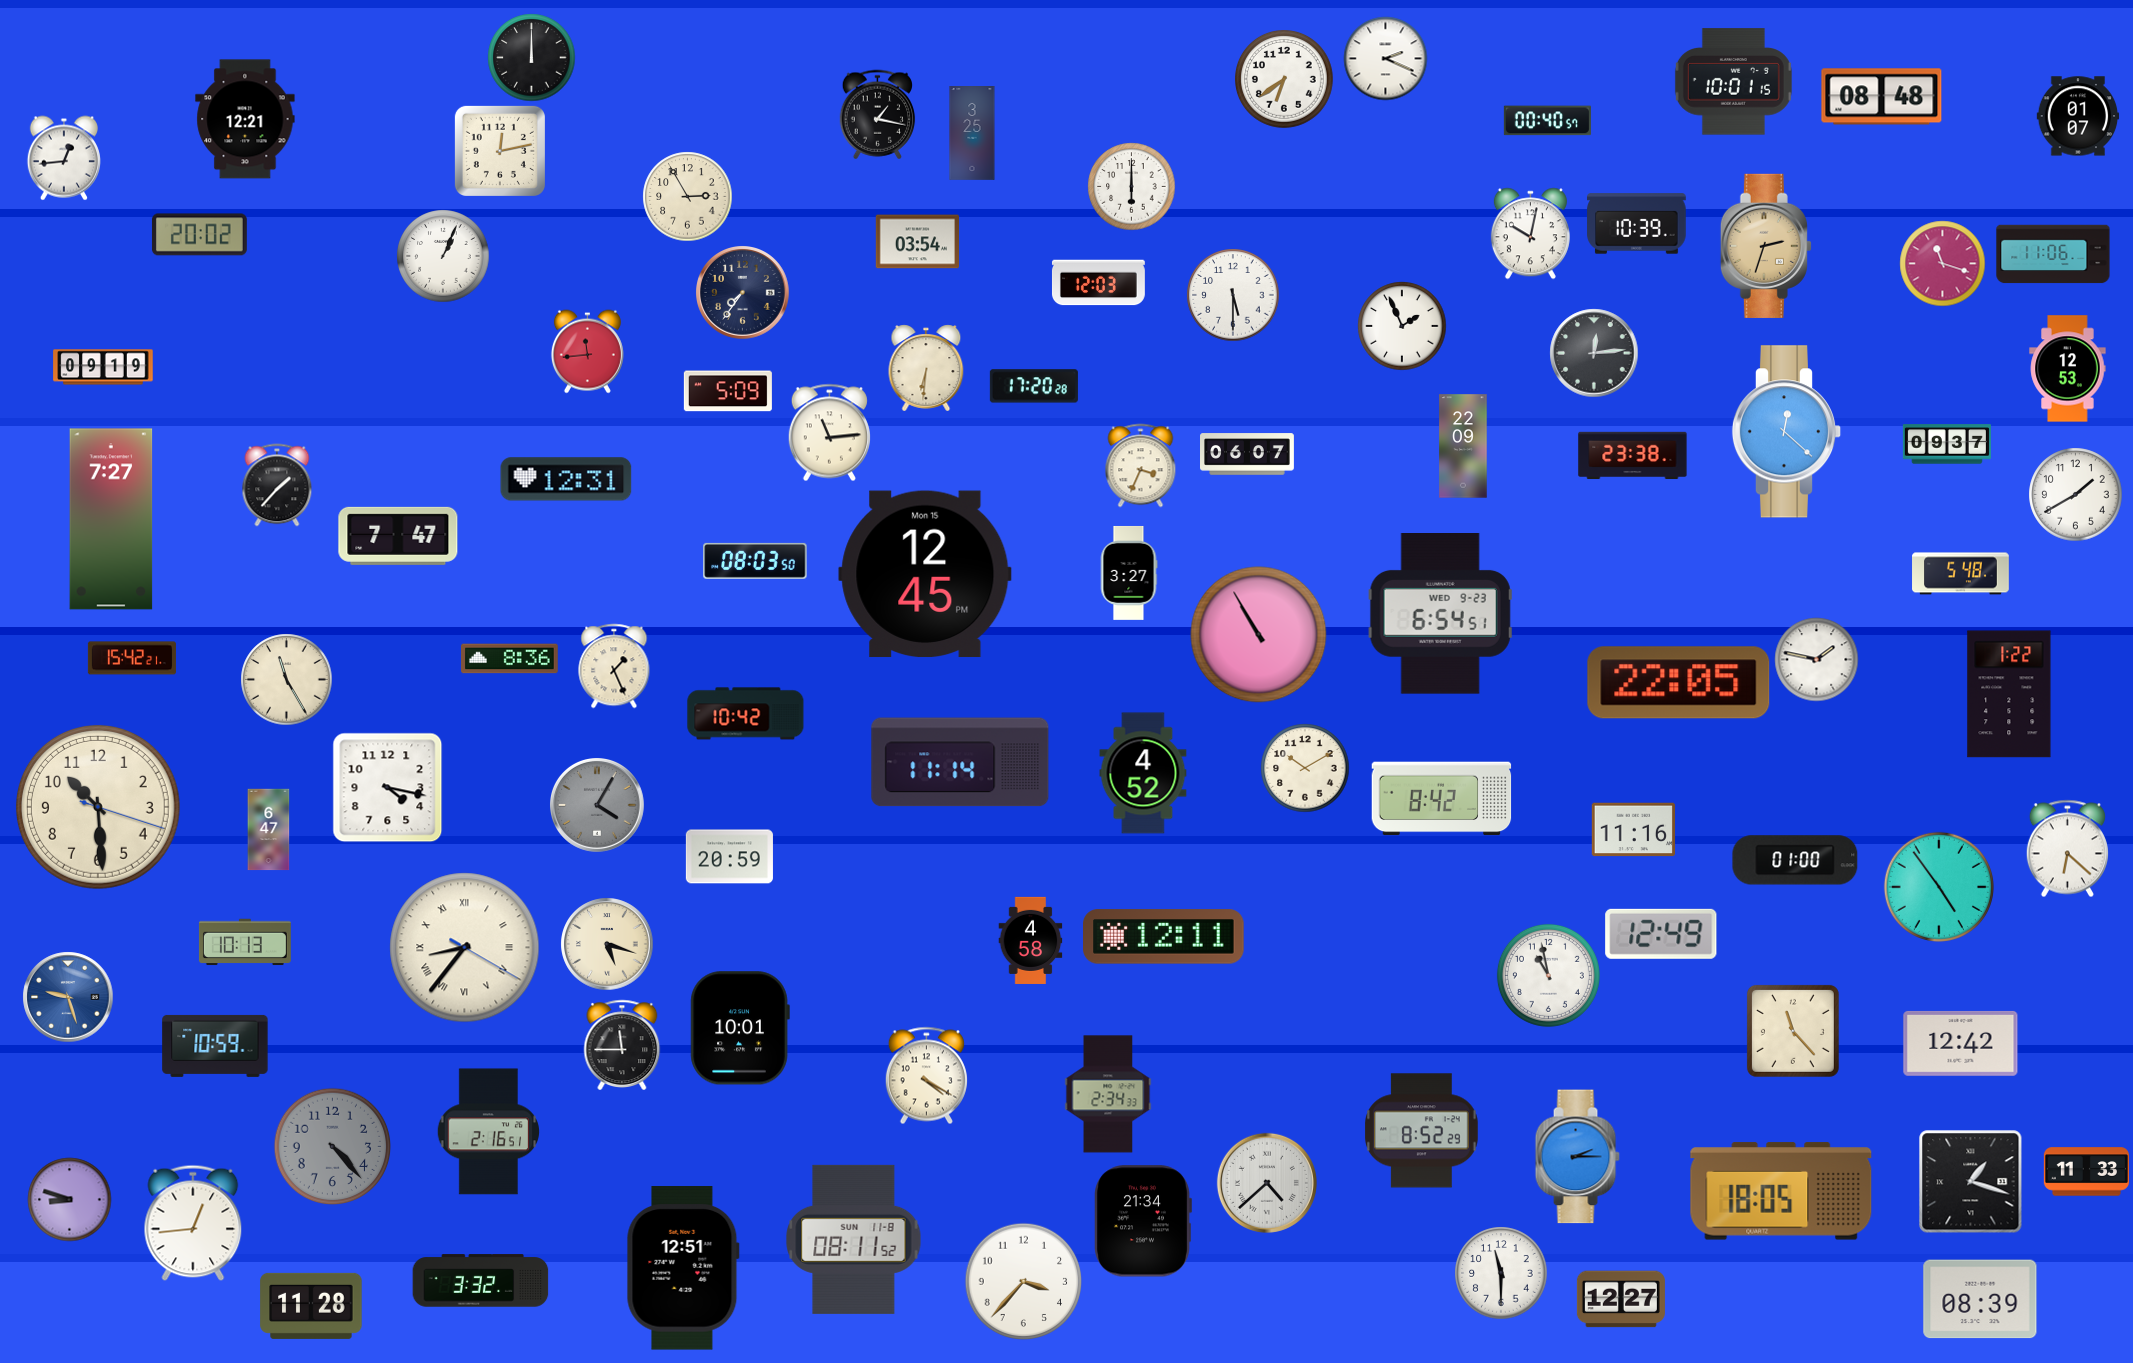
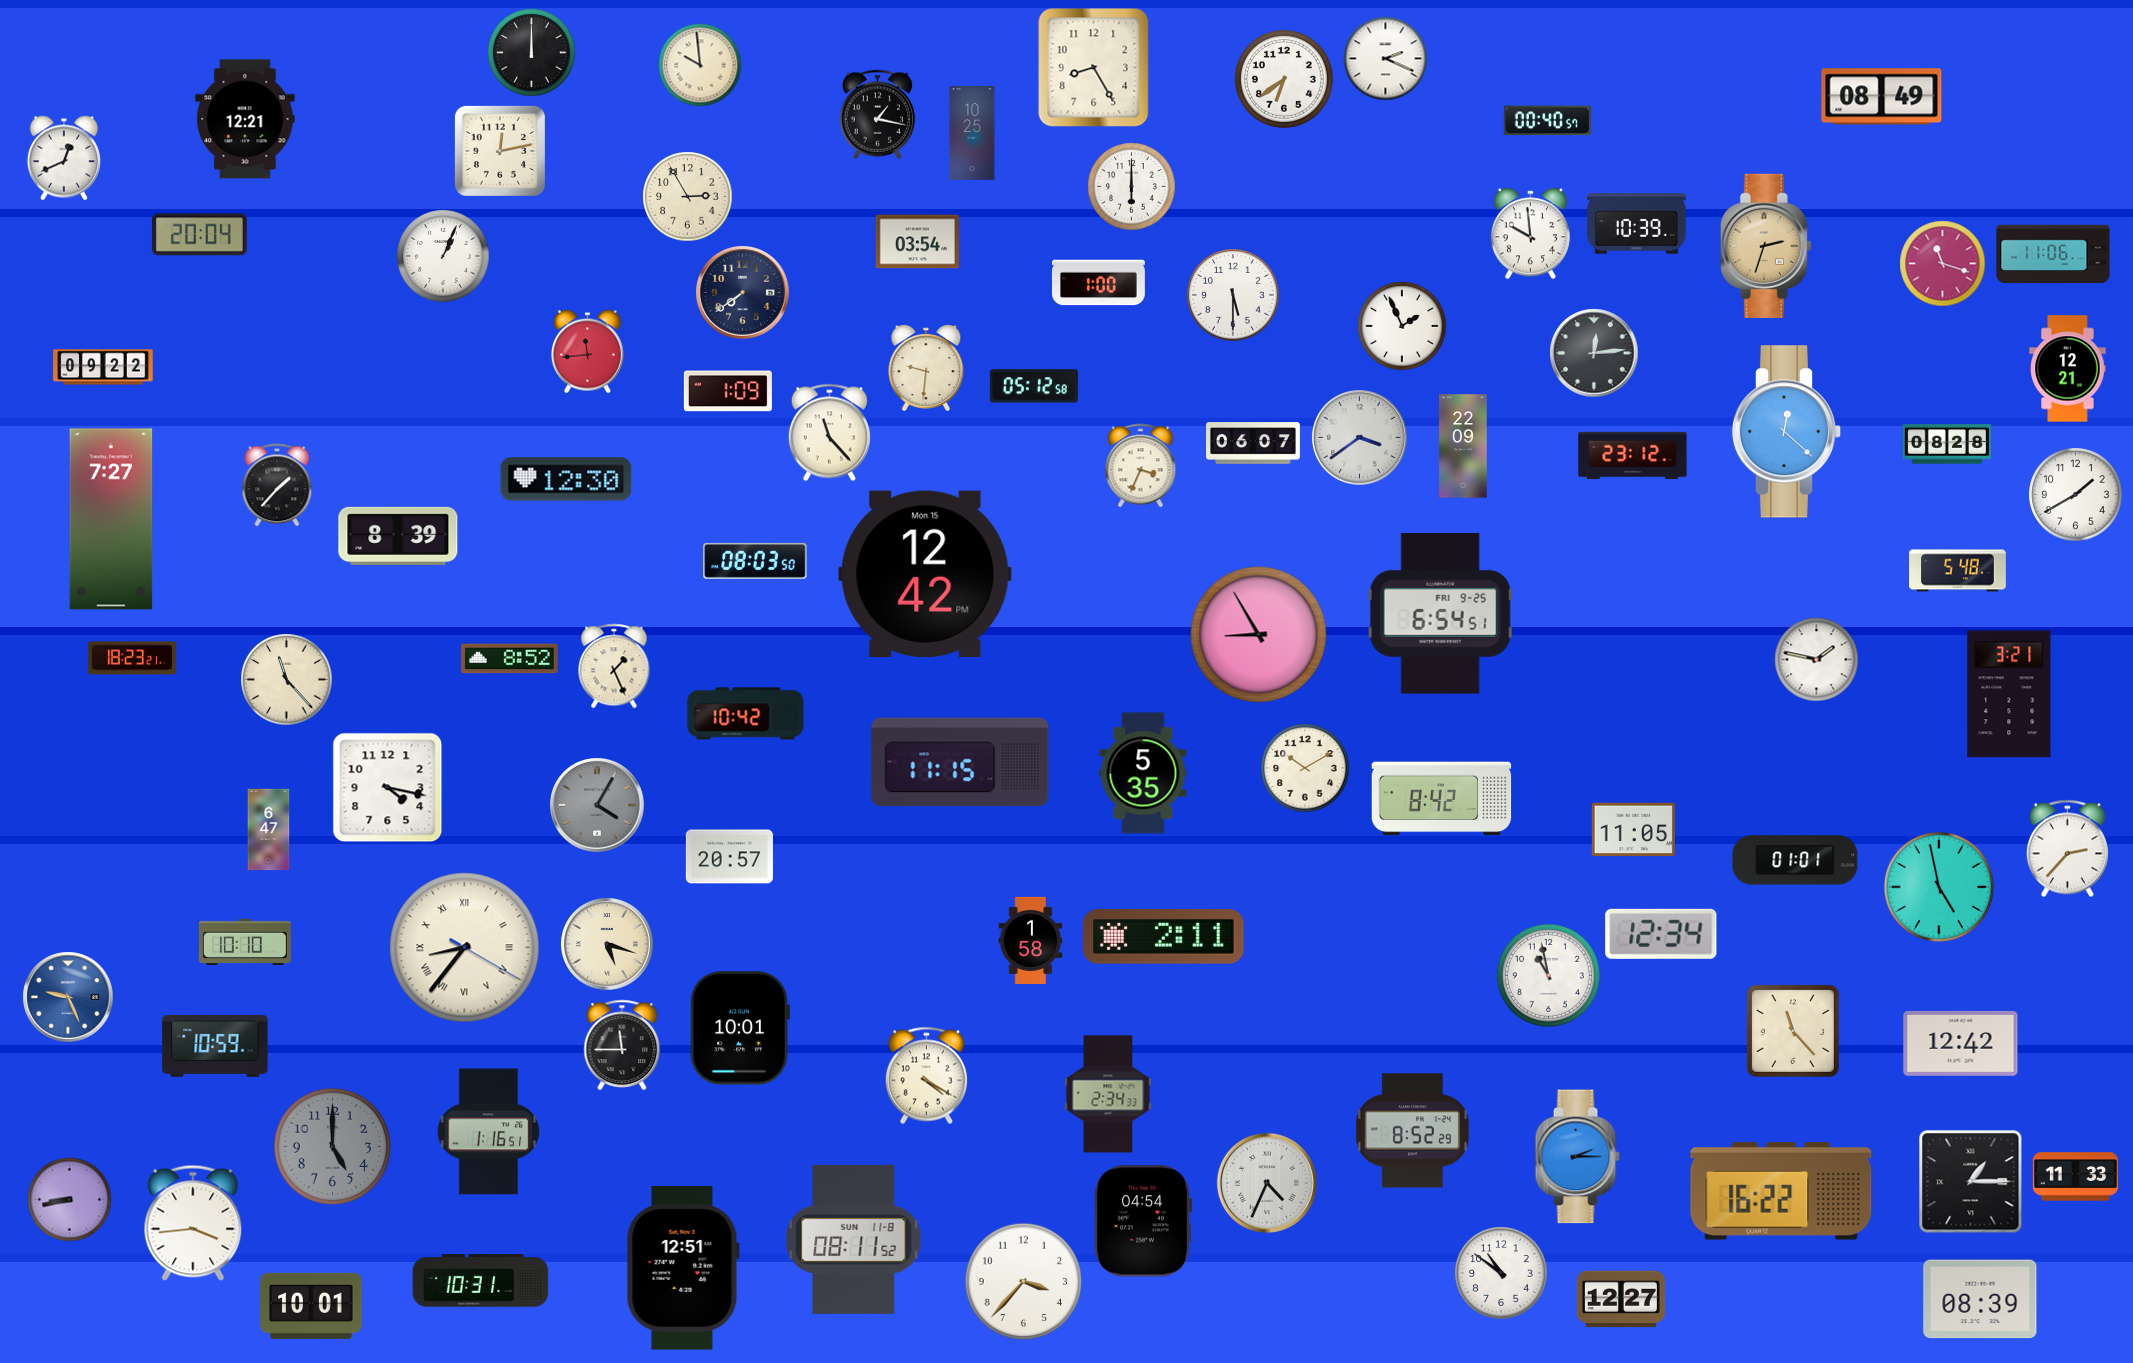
clock at (531, 57) position: (531, 57) -> (531, 52)
clock at (700, 65): none -> 9:59
clock at (1094, 67): none -> 8:25
clock at (1733, 82): 10:01 -> none
clock at (1882, 97): 08:48 -> 08:49
clock at (2078, 116): 01:07 -> none
clock at (972, 134): 3:25 -> 10:25
clock at (64, 158): 12:44 -> 12:41
clock at (1530, 233): 10:02 -> 9:59
clock at (199, 235): 20:02 -> 20:04
clock at (1098, 283): 12:03 -> 1:00
clock at (743, 293): 7:36 -> 7:39
clock at (103, 367): 09:19 -> 09:22
clock at (926, 368): 6:31 -> 9:31
clock at (2068, 369): 12:53 -> 12:21
clock at (1034, 386): 17:20 -> 05:12
clock at (728, 391): 5:09 -> 1:09
clock at (829, 432): 11:14 -> 11:23
clock at (1359, 437): none -> 3:39
clock at (1947, 444): 09:37 -> 08:28
clock at (1248, 454) position: (1248, 454) -> (1254, 443)
clock at (1633, 456): 23:38 -> 23:12
clock at (566, 479): 12:31 -> 12:30
clock at (398, 536): 7:47 -> 8:39
clock at (1129, 573): 3:27 -> none
clock at (925, 574): 12:45 -> 12:42
clock at (1961, 574) position: (1961, 574) -> (1958, 571)
clock at (1440, 614) date: WED 9-23 -> FRI 9-25
clock at (1259, 635): 10:55 -> 8:55
clock at (132, 658): 15:42 -> 18:23
clock at (510, 659): 8:36 -> 8:52
clock at (286, 679): 11:25 -> 11:23
clock at (1679, 683): 22:05 -> none
clock at (2009, 694): 1:22 -> 3:21
clock at (960, 762): 11:14 -> 11:15
clock at (1143, 773): 4:52 -> 5:35
clock at (98, 807): 10:29 -> none
clock at (1633, 830): 11:16 -> 11:05
clock at (2067, 848): 6:22 -> 2:37
clock at (729, 857): 20:59 -> 20:57
clock at (1795, 860): 01:00 -> 01:01
clock at (1939, 887): 4:54 -> 4:58
clock at (1661, 934): 12:49 -> 12:34
clock at (1164, 937): 12:11 -> 2:11
clock at (1031, 940): 4:58 -> 1:58
clock at (245, 942): 10:13 -> 10:10
clock at (68, 997): 9:27 -> 9:26
clock at (1422, 1131) position: (1422, 1131) -> (1413, 1131)
clock at (488, 1132): 2:16 -> 1:16
clock at (332, 1146): 4:23 -> 5:00
clock at (2086, 1172) position: (2086, 1172) -> (2075, 1177)
clock at (1970, 1181): 1:18 -> 1:15
clock at (1267, 1183): 4:38 -> 4:34
clock at (1781, 1191): 18:05 -> 16:22
clock at (69, 1199): 8:48 -> 8:43
clock at (1143, 1221): 21:34 -> 04:54
clock at (193, 1223): 12:44 -> 3:44
clock at (1501, 1273): 11:30 -> 10:51
clock at (481, 1281): 3:32 -> 10:31
clock at (311, 1306): 11:28 -> 10:01
